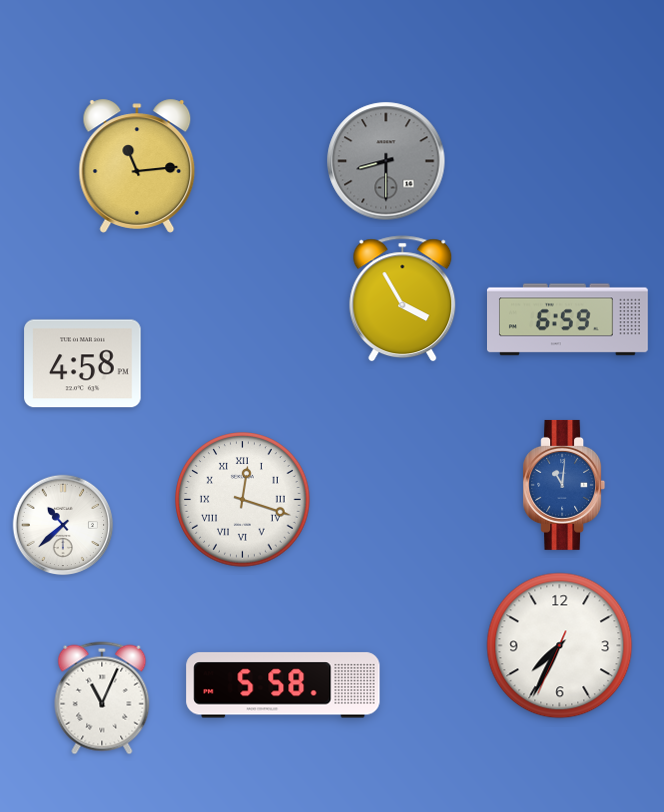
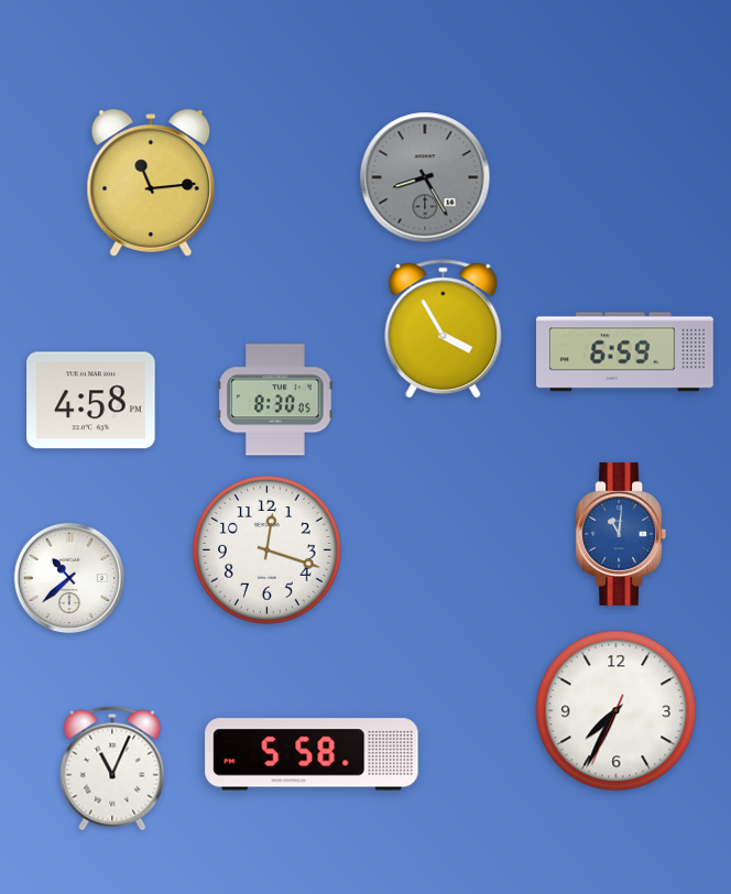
clock at (386, 161): 8:30 -> 8:25
clock at (275, 400): none -> 8:30
clock at (243, 500) numerals: Roman -> Arabic
